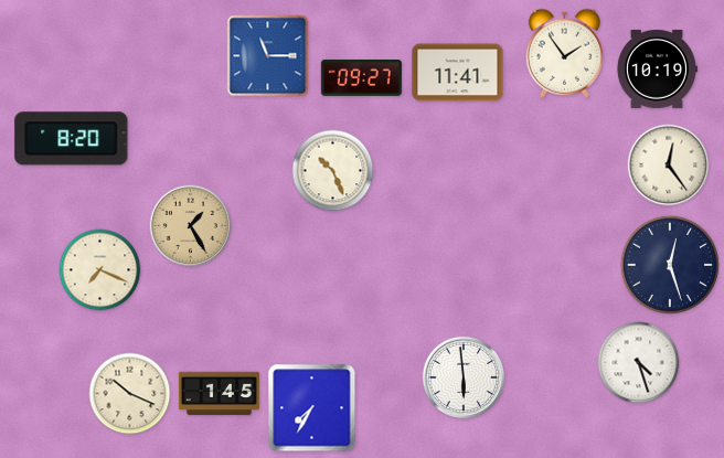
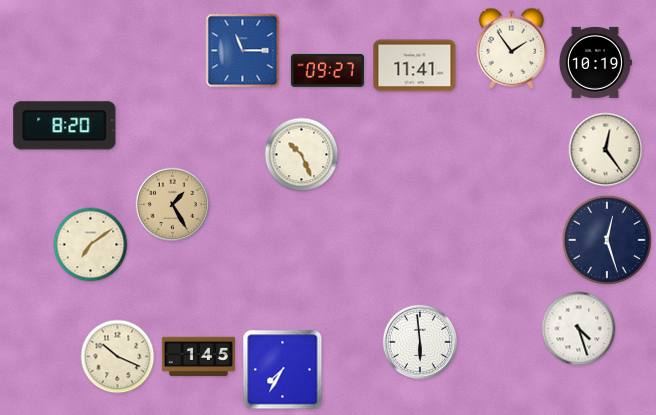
clock at (100, 270): 7:19 -> 7:09
